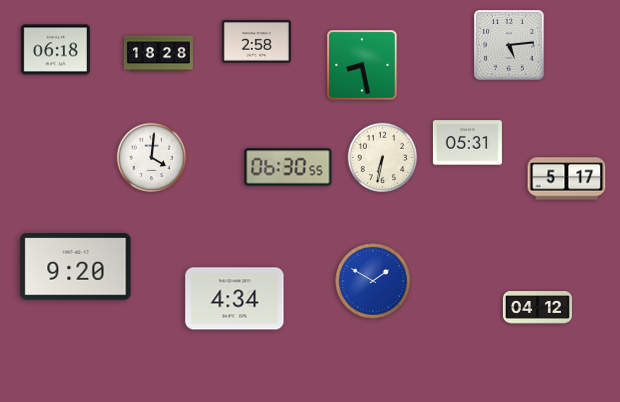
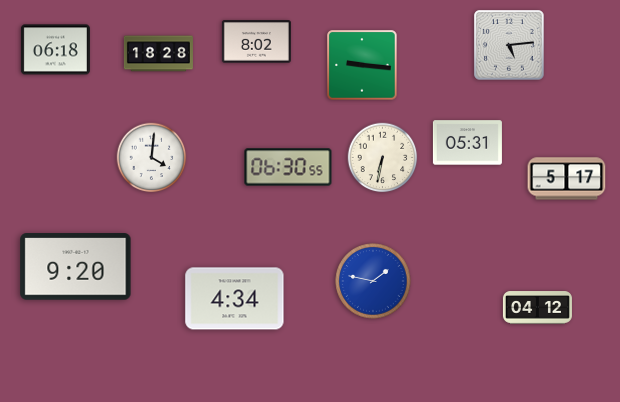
clock at (256, 42): 2:58 -> 8:02
clock at (362, 65): 8:28 -> 9:16
clock at (373, 281): 1:50 -> 1:47
